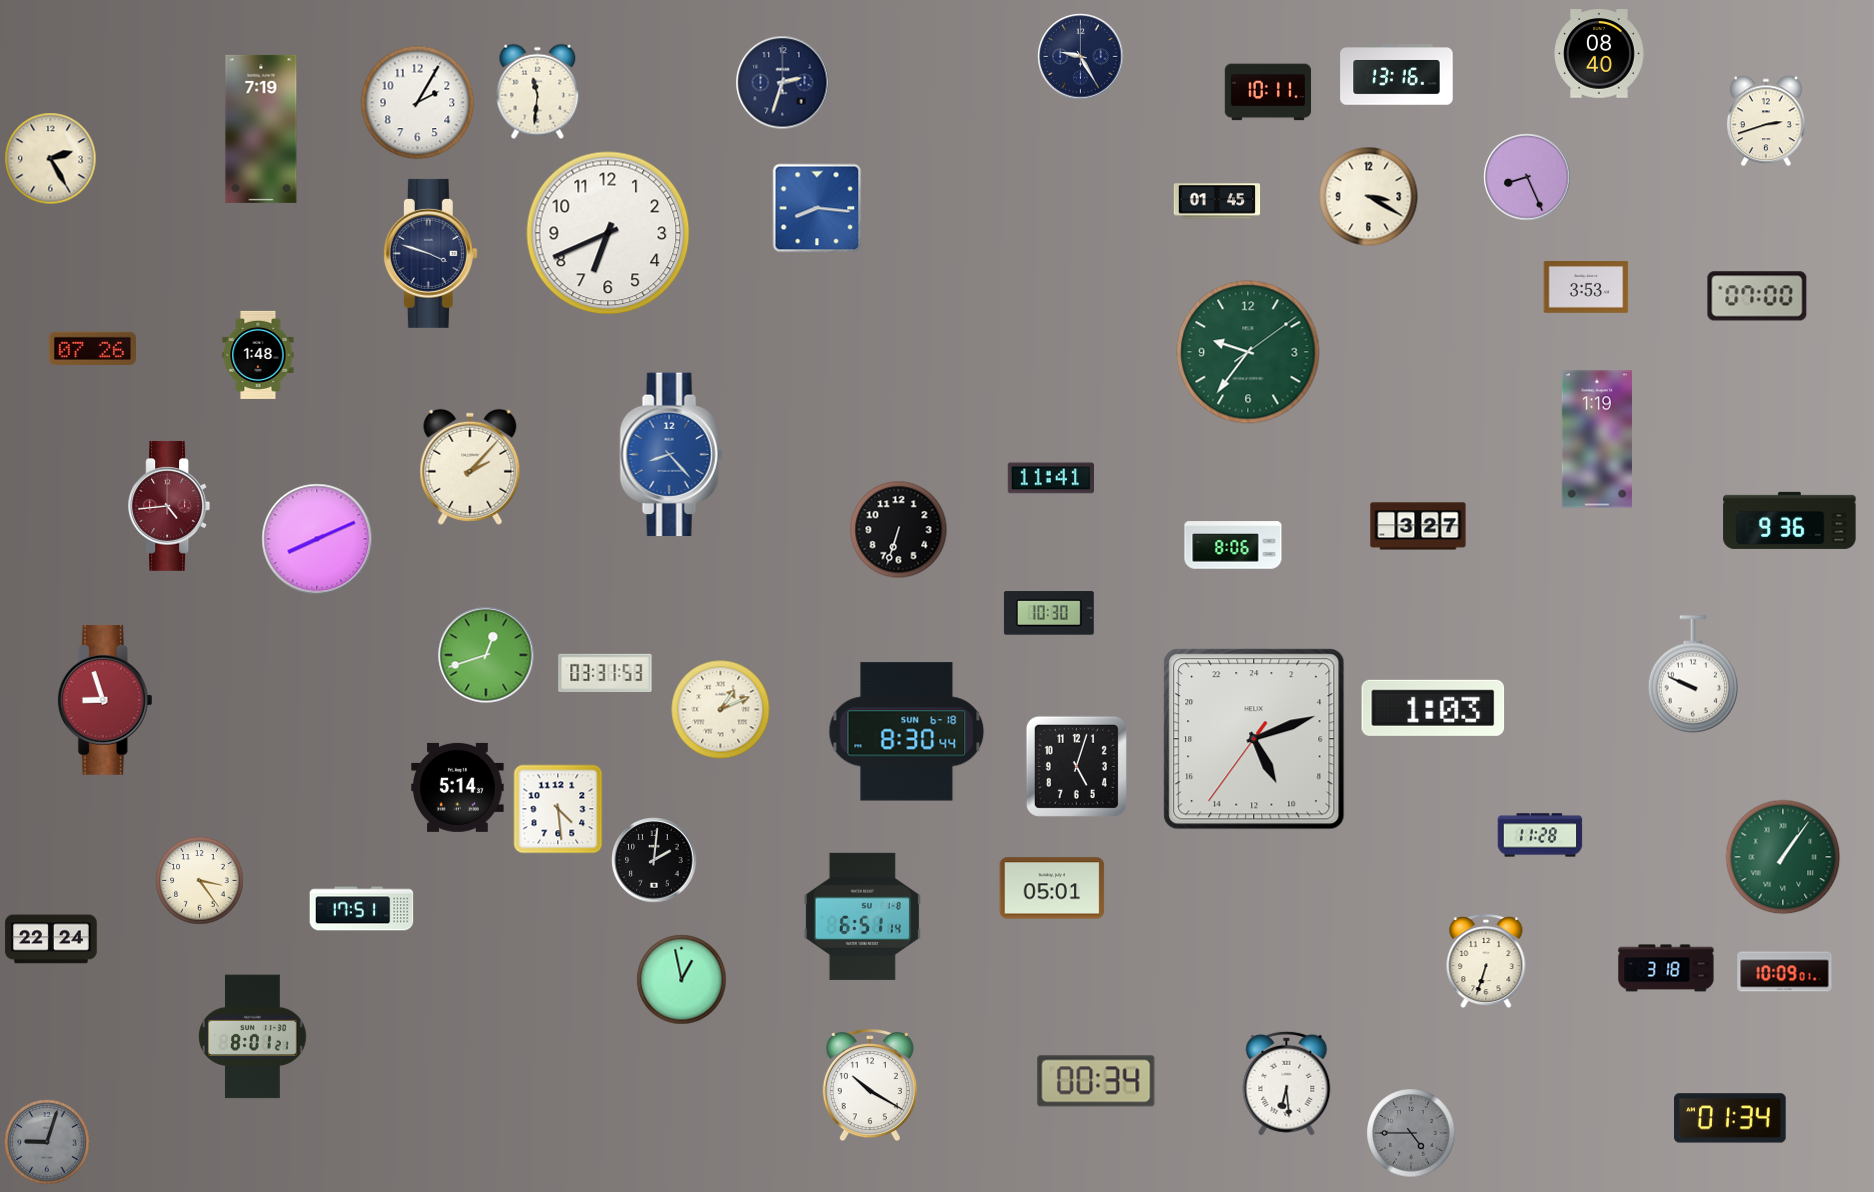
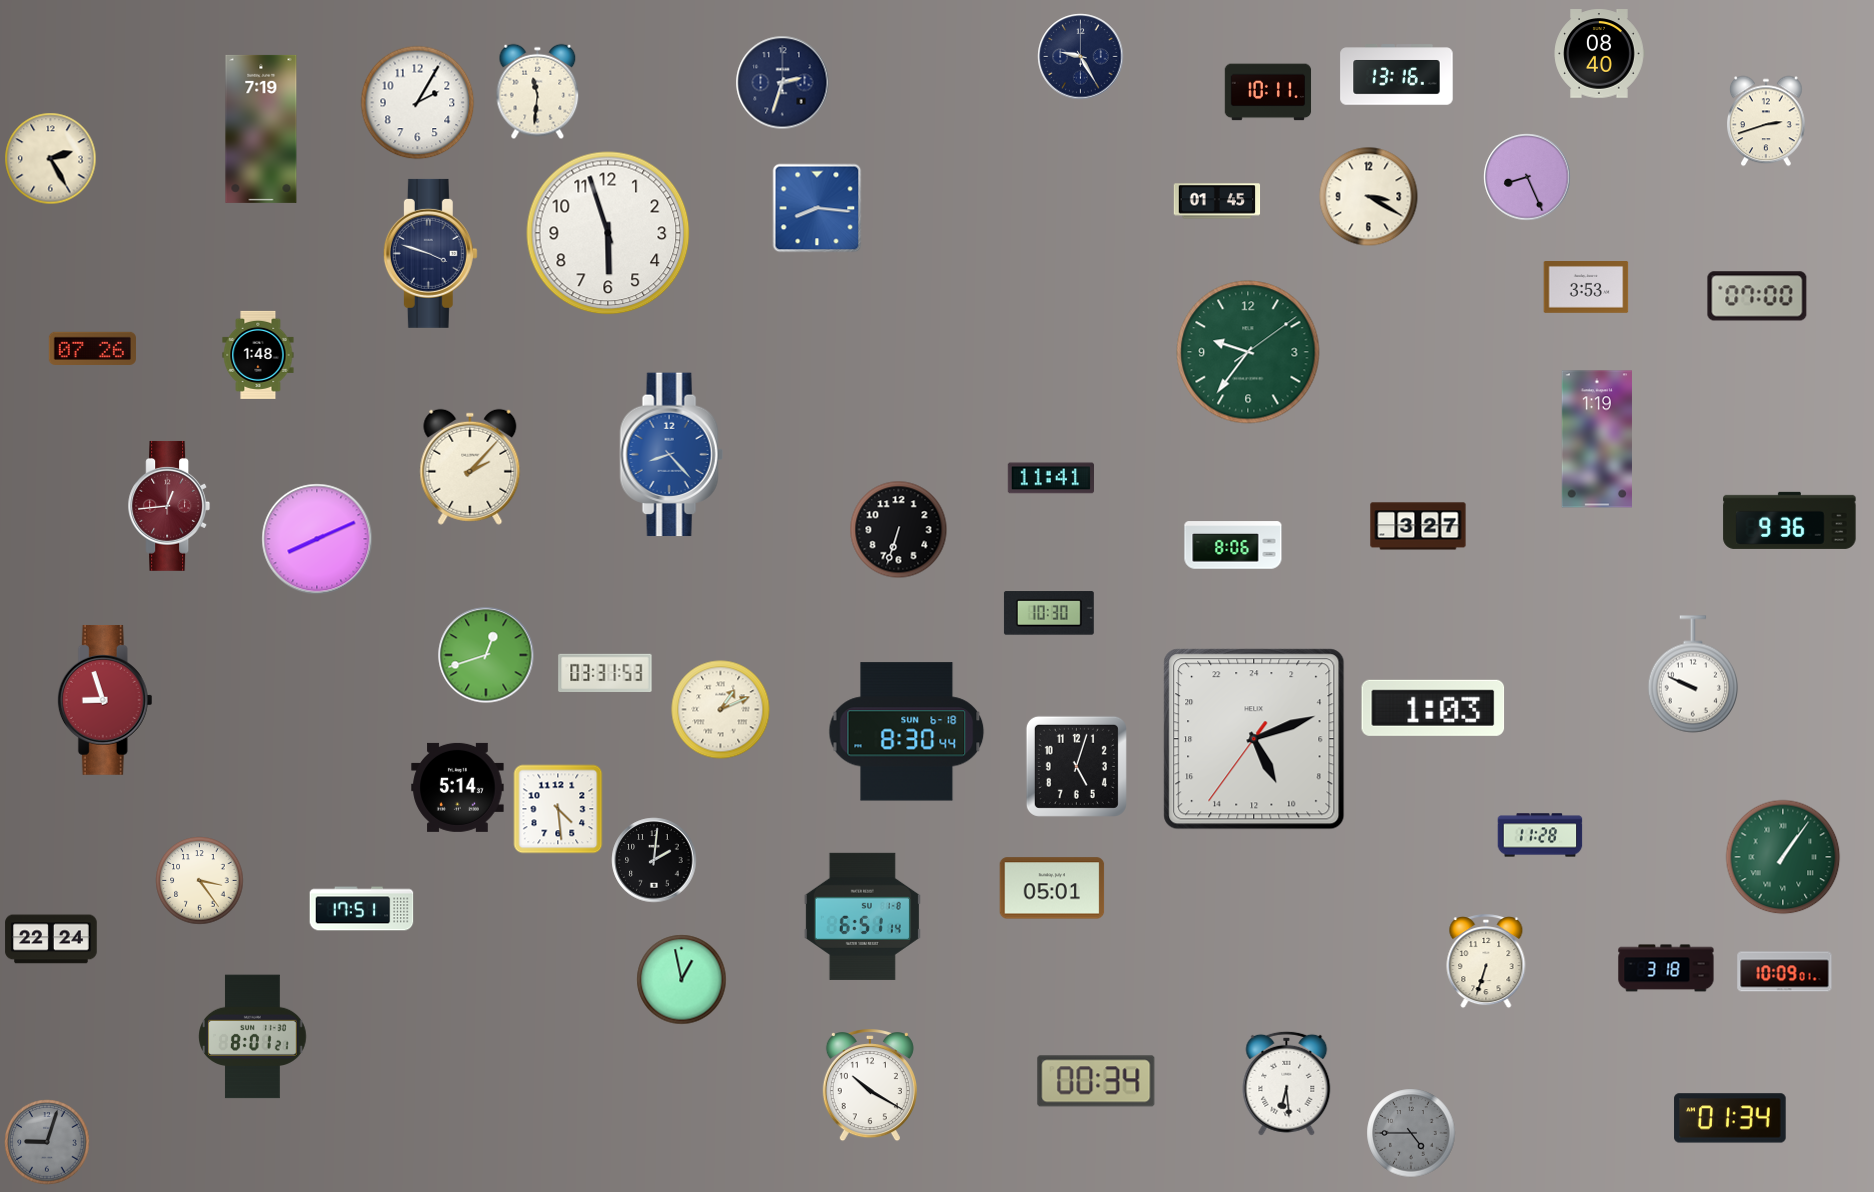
clock at (608, 233): 6:41 -> 5:57
clock at (169, 506): 4:44 -> 12:44
